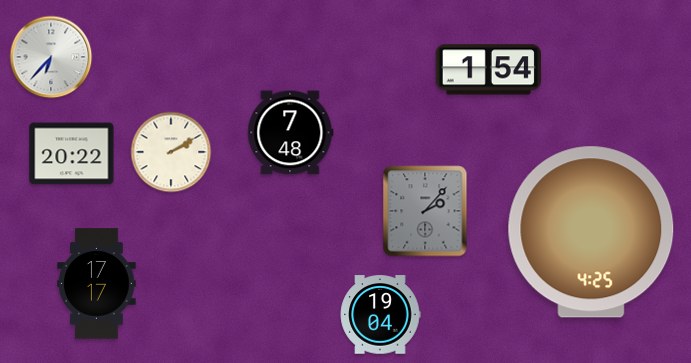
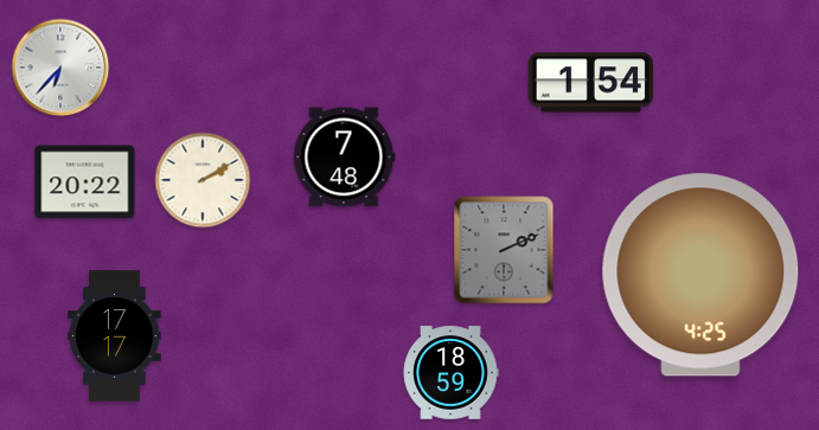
clock at (488, 70) position: (488, 70) -> (590, 83)
clock at (425, 211): 2:07 -> 2:11
clock at (380, 315): 19:04 -> 18:59
